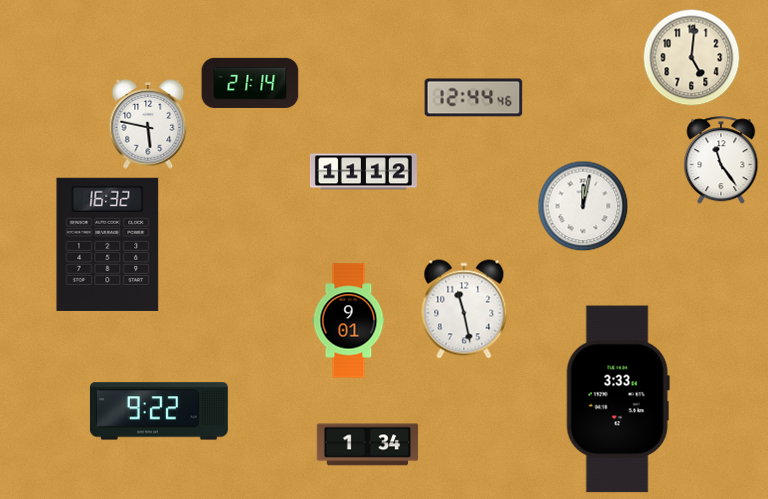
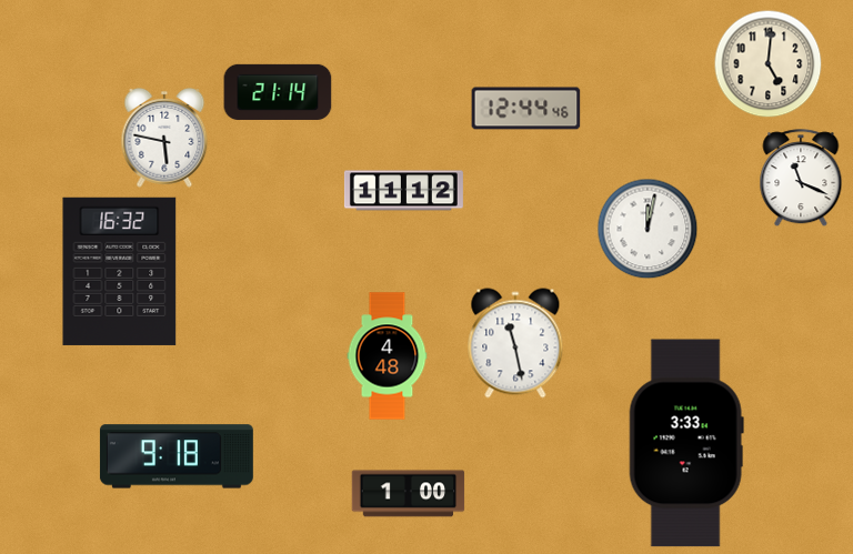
clock at (721, 161): 11:24 -> 11:19
clock at (349, 321): 9:01 -> 4:48
clock at (159, 411): 9:22 -> 9:18
clock at (368, 445): 1:34 -> 1:00
